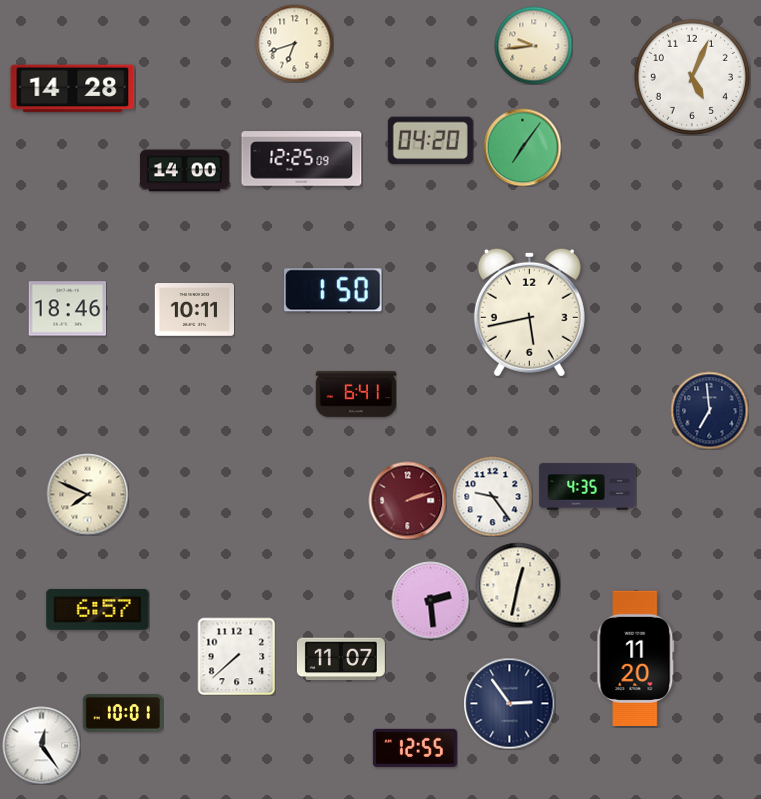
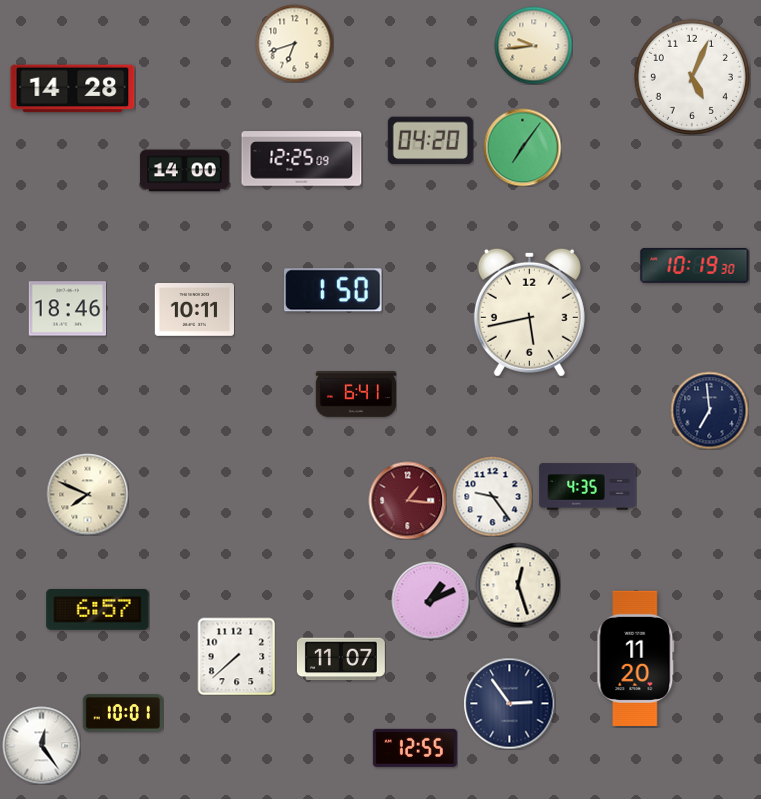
clock at (695, 265): none -> 10:19
clock at (407, 500): 2:12 -> 1:16
clock at (518, 585): 12:32 -> 12:27
clock at (430, 600): 2:29 -> 1:11
